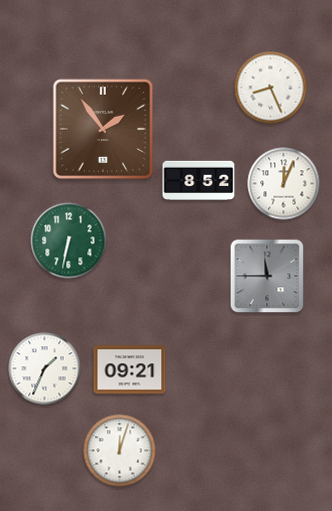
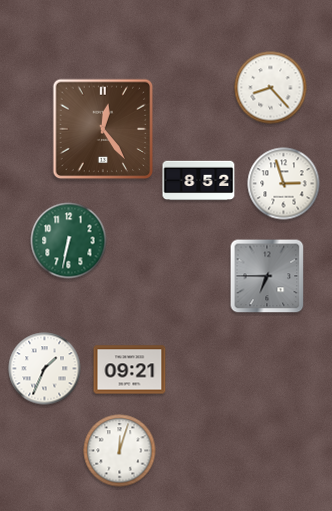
clock at (271, 88): 8:26 -> 8:23
clock at (103, 129): 1:54 -> 12:24
clock at (284, 184): 12:04 -> 2:57
clock at (267, 276): 11:45 -> 6:45
